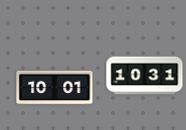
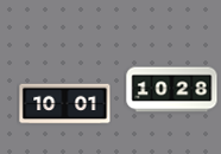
clock at (145, 76): 10:31 -> 10:28
